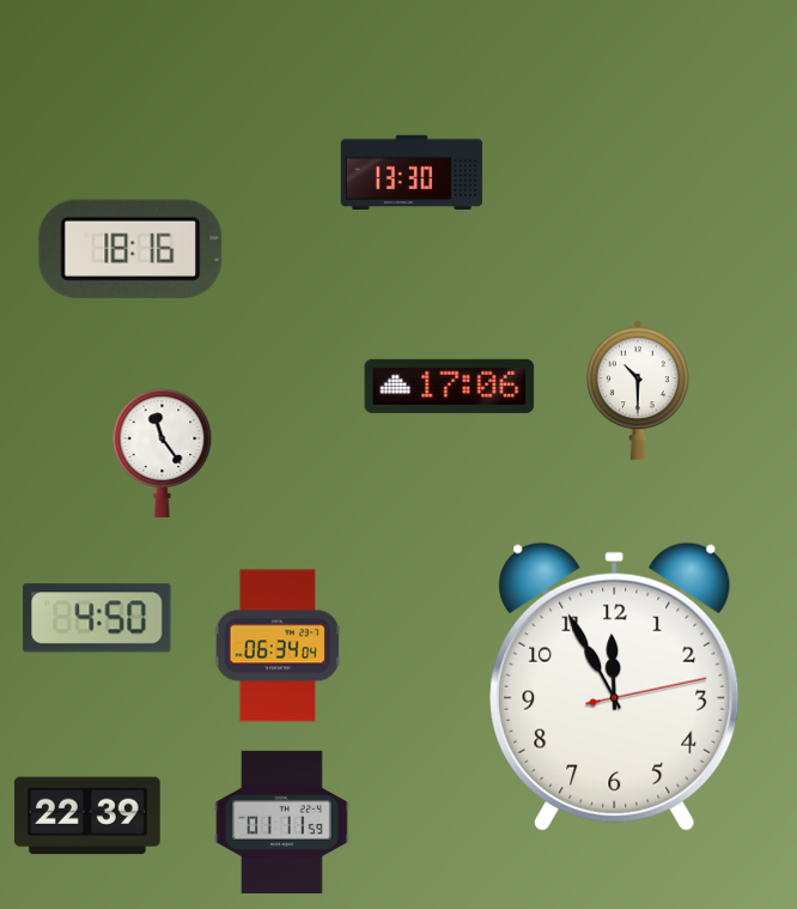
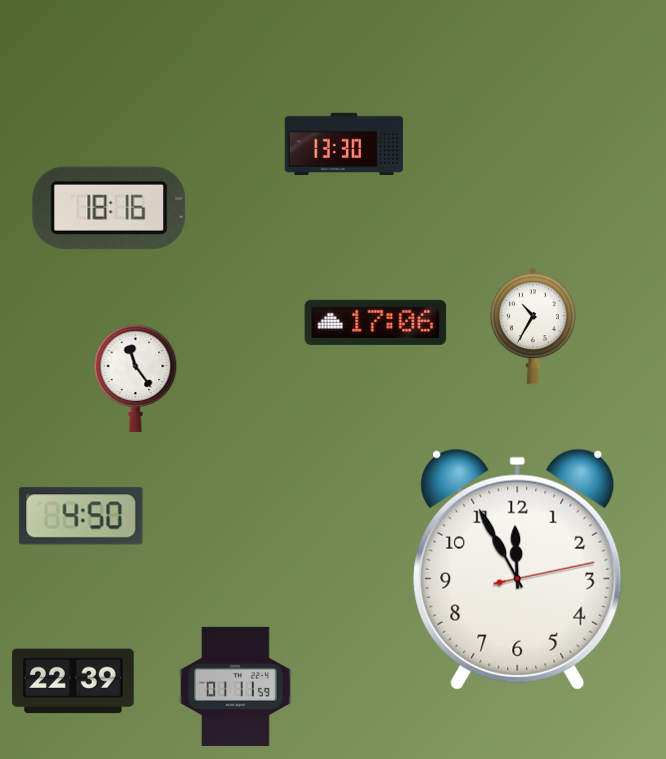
clock at (638, 390): 10:30 -> 10:35
clock at (278, 646): 06:34 -> none
clock at (615, 686) position: (615, 686) -> (518, 569)
